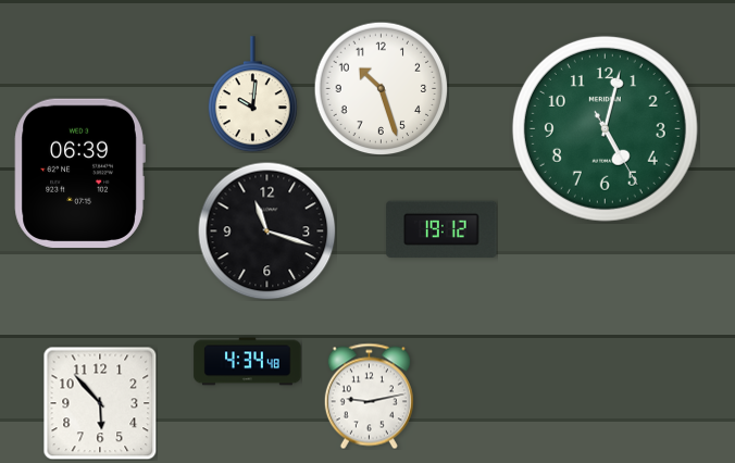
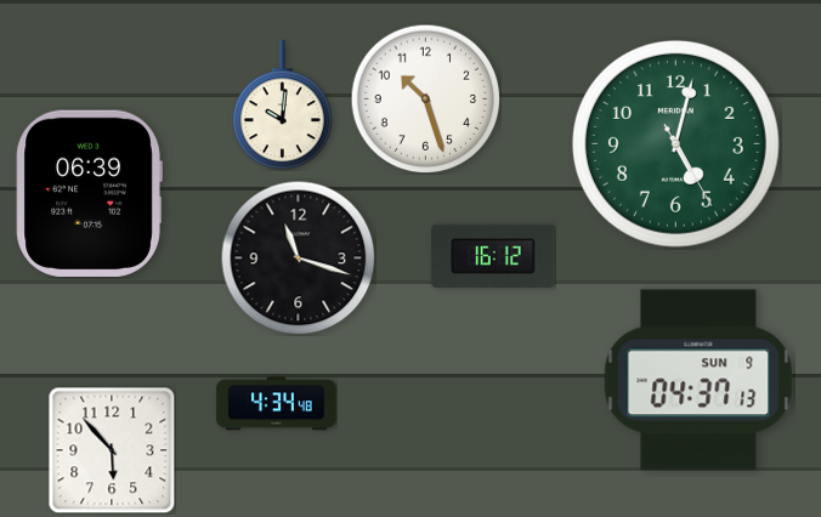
clock at (441, 229): 19:12 -> 16:12
clock at (698, 380): none -> 04:37
clock at (369, 396): 9:13 -> none
